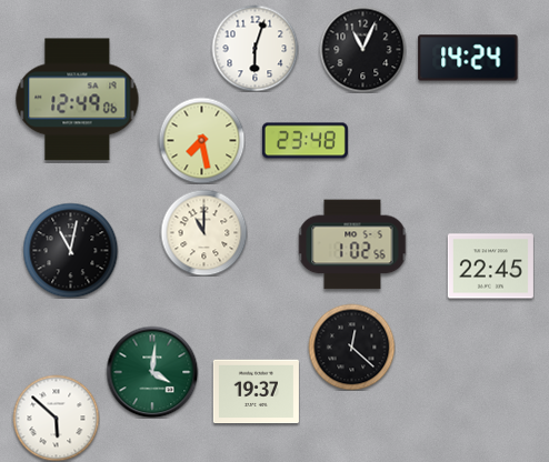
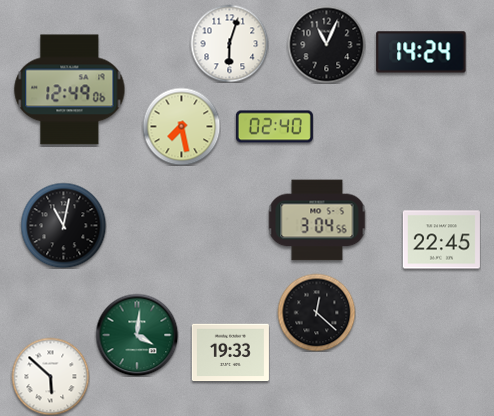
clock at (305, 141): 23:48 -> 02:40
clock at (203, 232): 11:00 -> none
clock at (352, 244): 1:02 -> 3:04
clock at (256, 392): 19:37 -> 19:33
